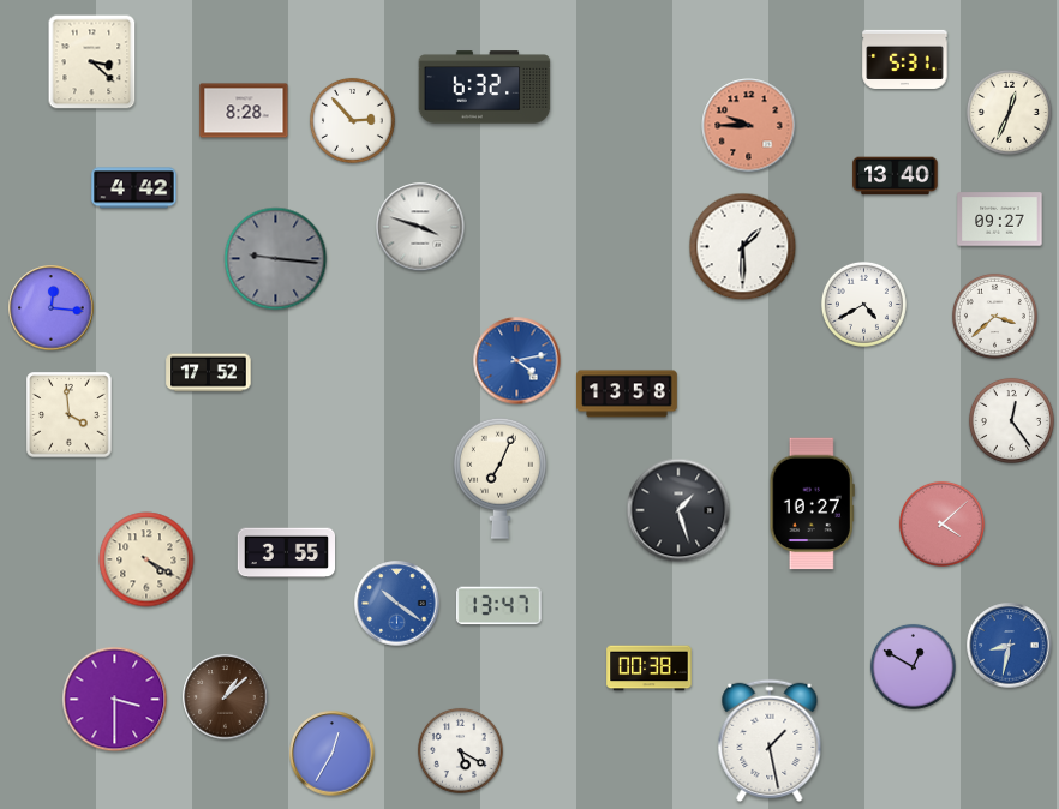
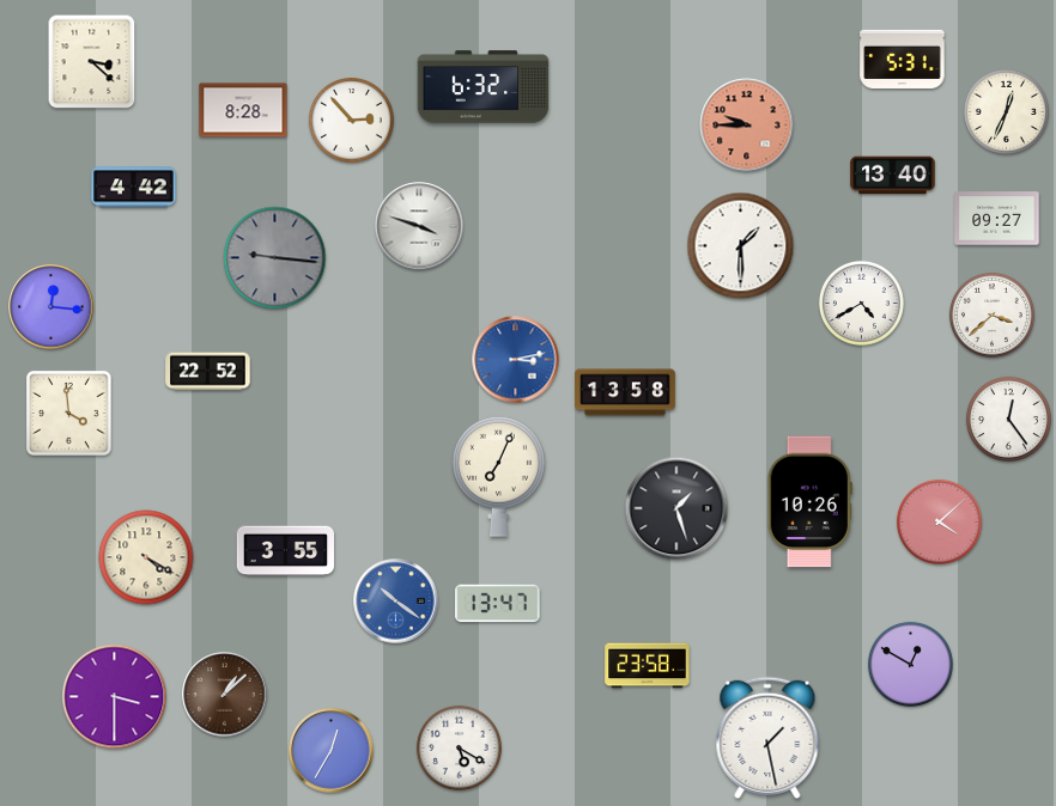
clock at (517, 361): 4:13 -> 3:13
clock at (209, 373): 17:52 -> 22:52
clock at (812, 504): 10:27 -> 10:26
clock at (1010, 646): 8:32 -> none
clock at (650, 669): 00:38 -> 23:58
